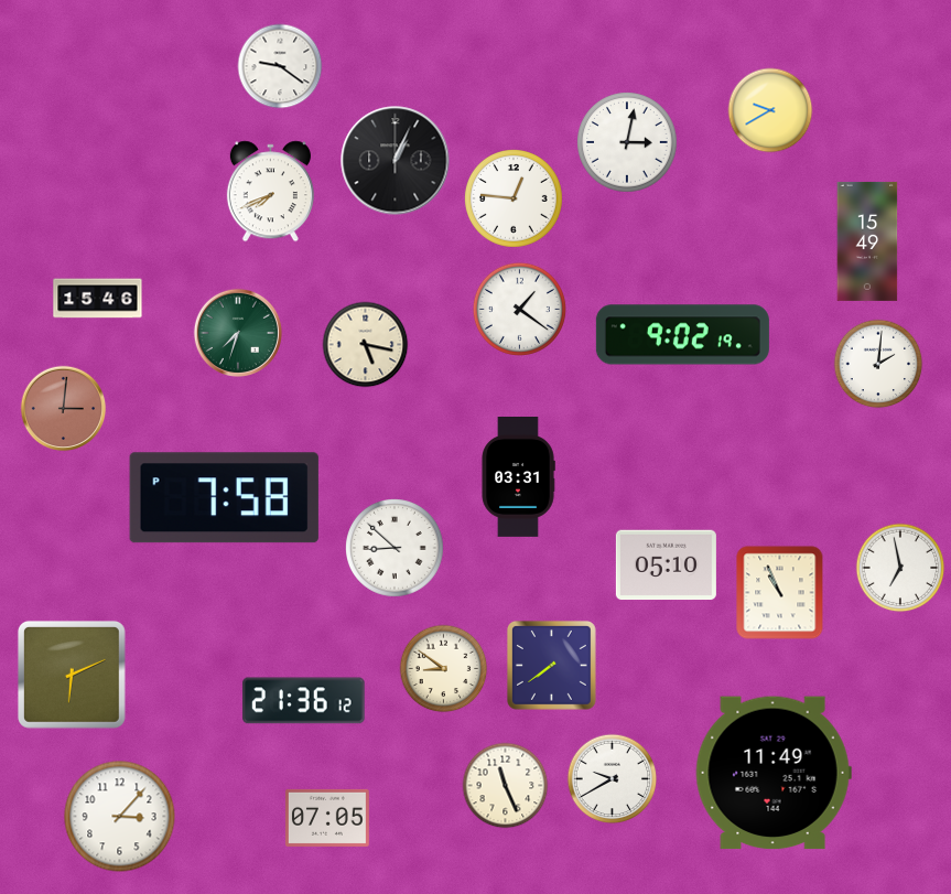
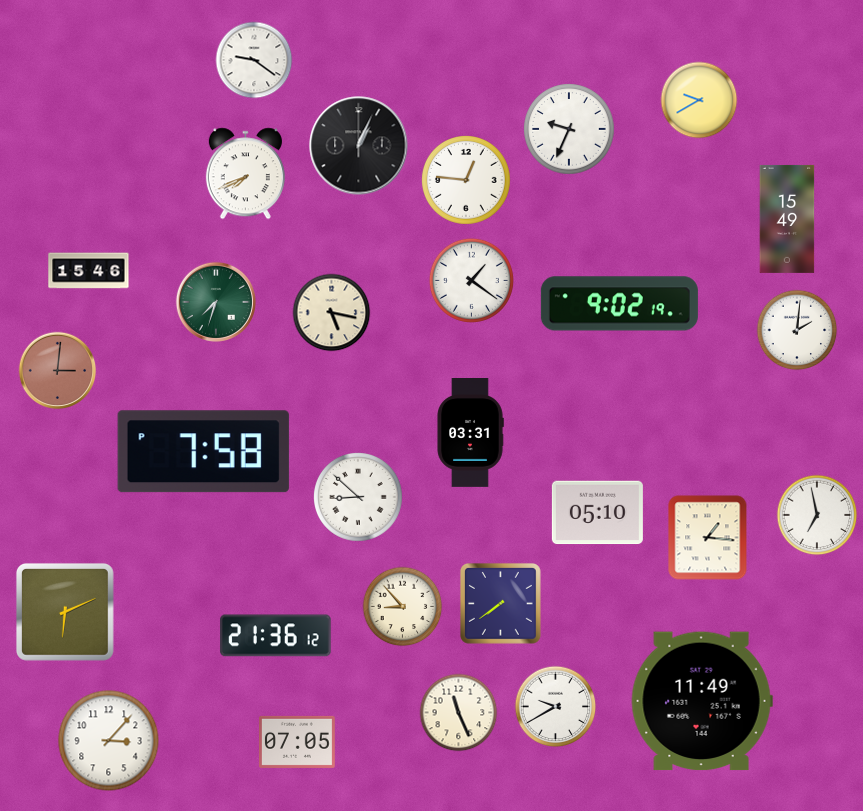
clock at (627, 142): 3:02 -> 9:34
clock at (666, 566) position: (666, 566) -> (597, 513)
clock at (780, 593): 10:56 -> 1:16
clock at (444, 669): 8:51 -> 8:53
